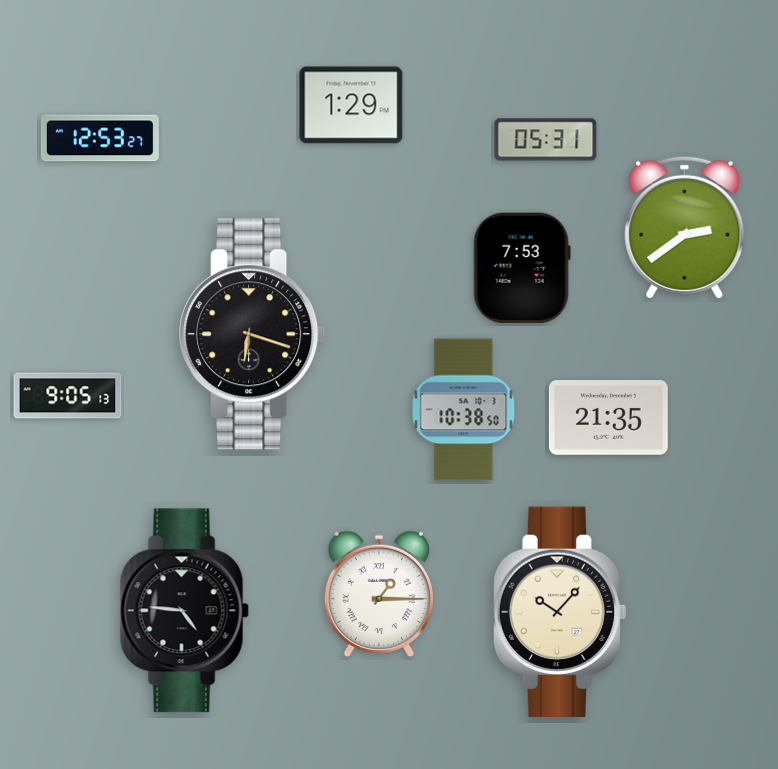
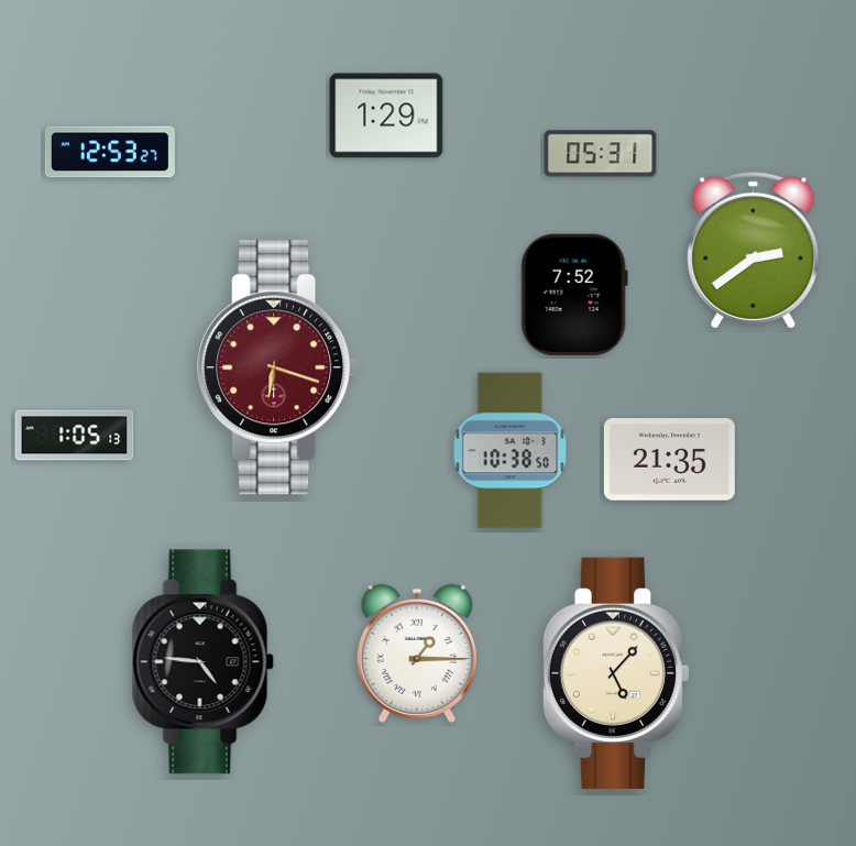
clock at (522, 268): 7:53 -> 7:52
clock at (253, 334) dial: black -> burgundy
clock at (68, 396): 9:05 -> 1:05
clock at (184, 611) position: (184, 611) -> (202, 662)
clock at (560, 612): 10:07 -> 5:07
